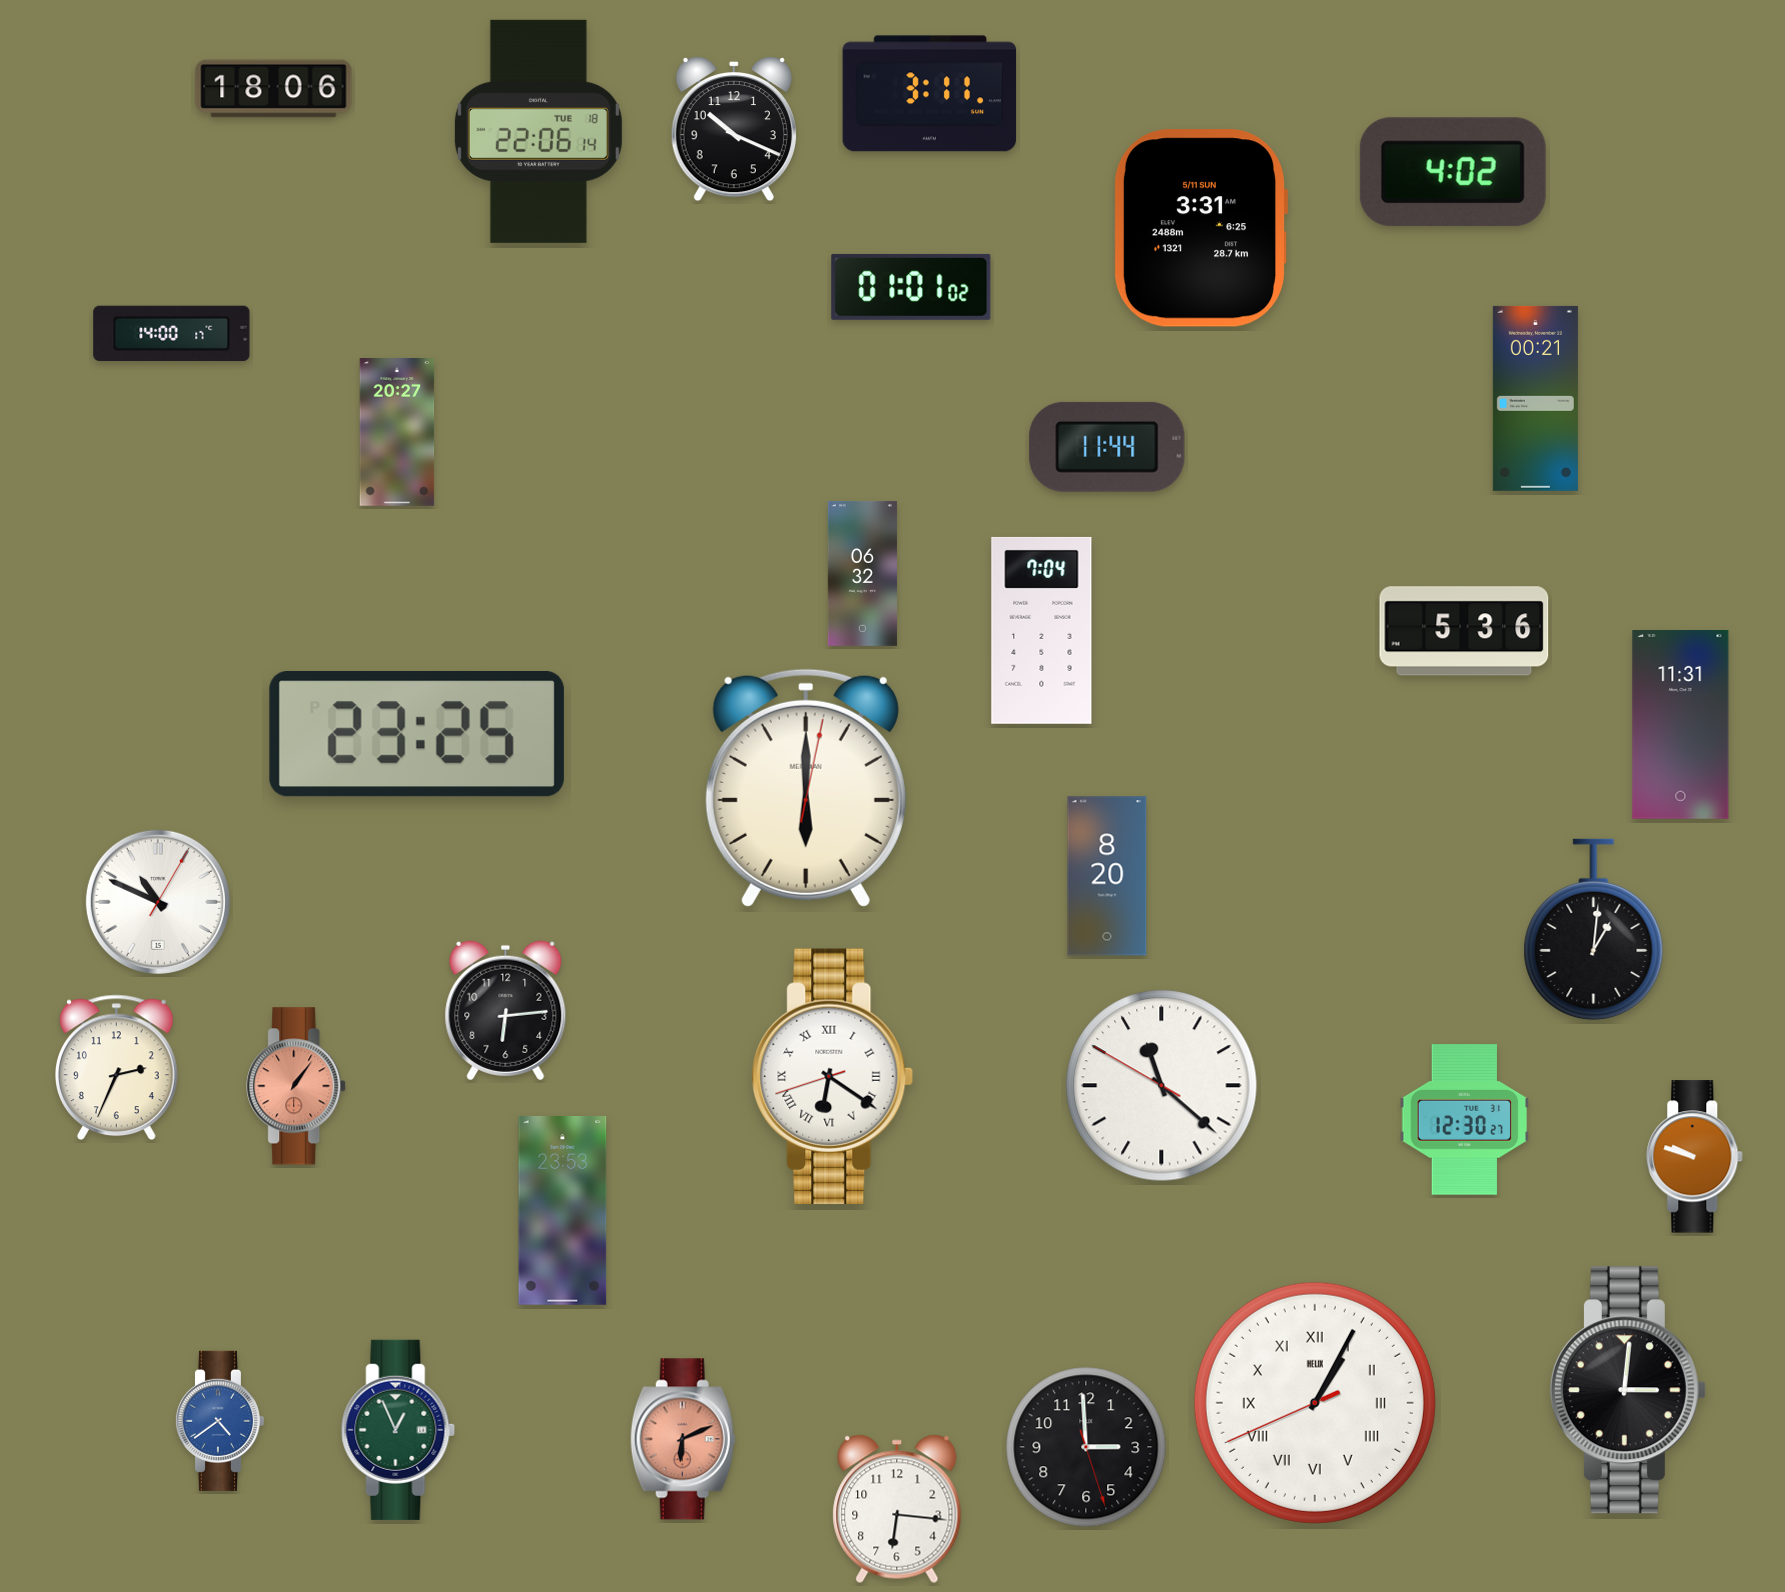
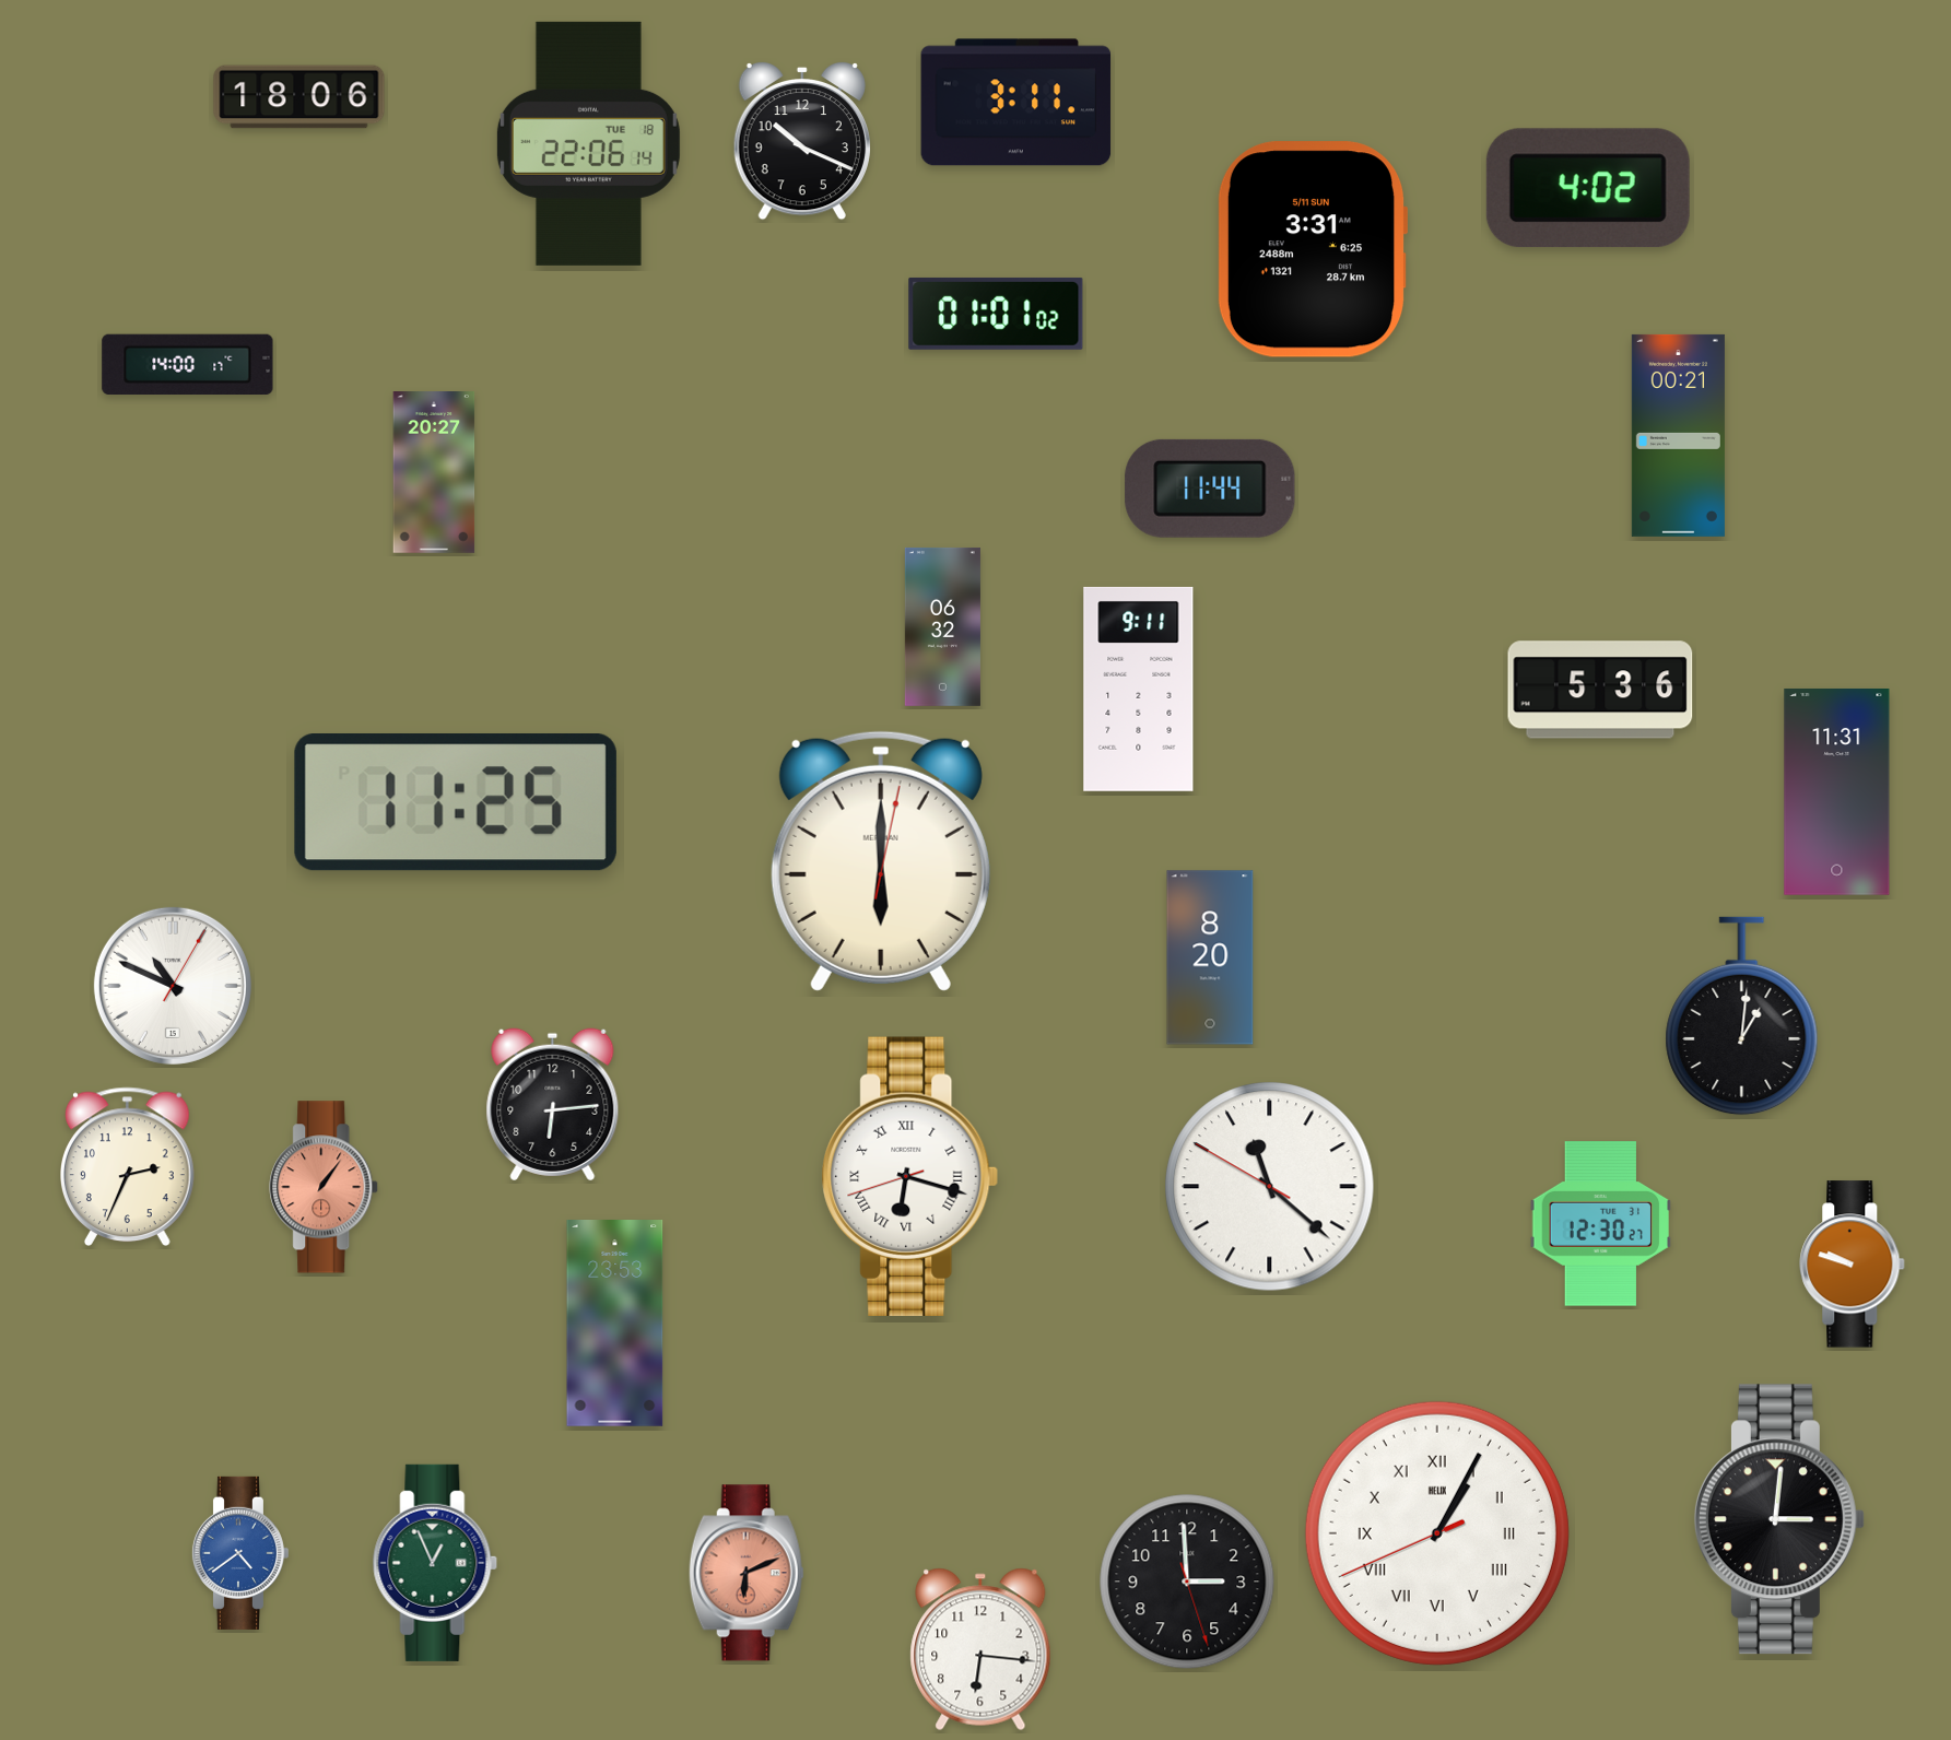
clock at (1042, 630): 7:04 -> 9:11
clock at (417, 735): 23:25 -> 11:25
clock at (833, 1076): 6:20 -> 6:17
